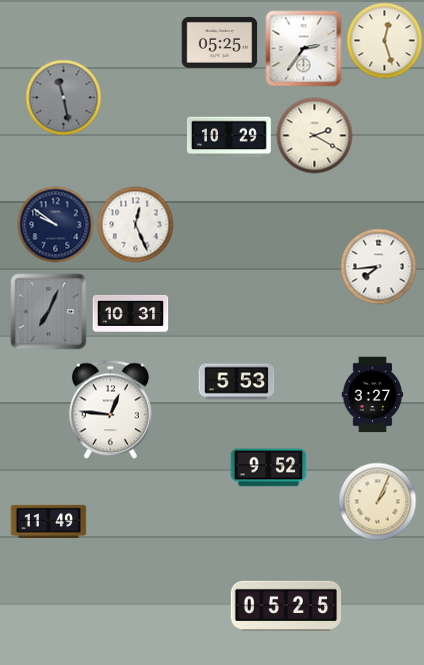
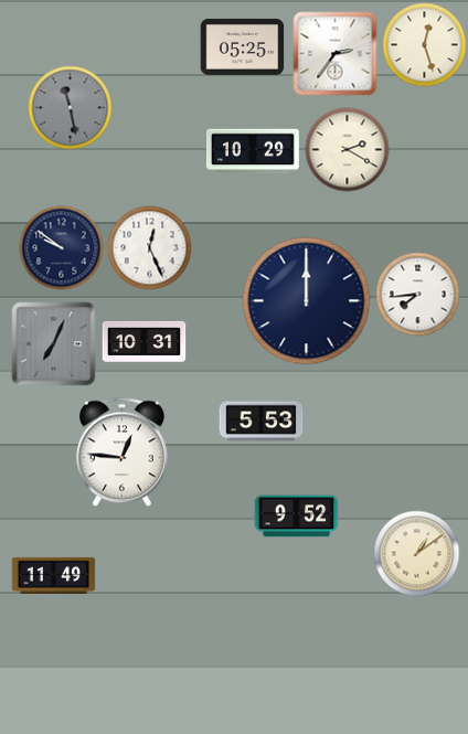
clock at (307, 301): none -> 12:00
clock at (131, 313) position: (131, 313) -> (145, 341)
clock at (373, 395): 3:27 -> none
clock at (378, 502): 1:04 -> 1:09
clock at (286, 605): 05:25 -> none
